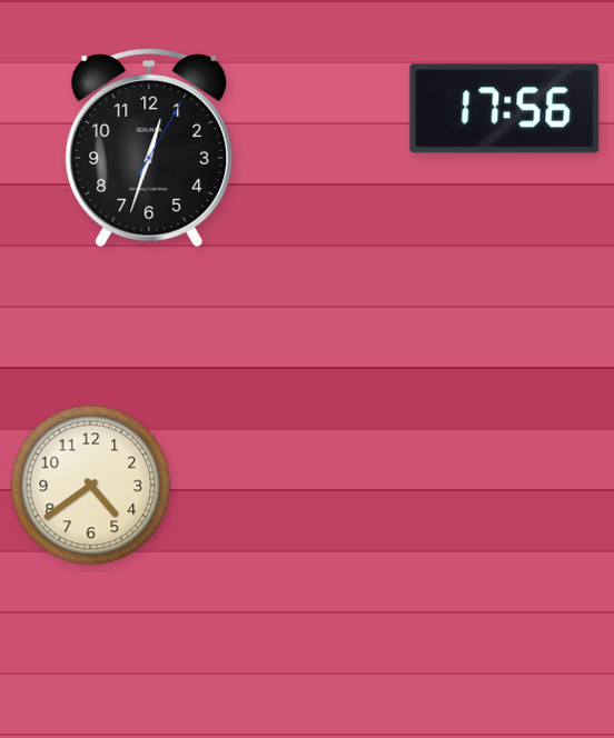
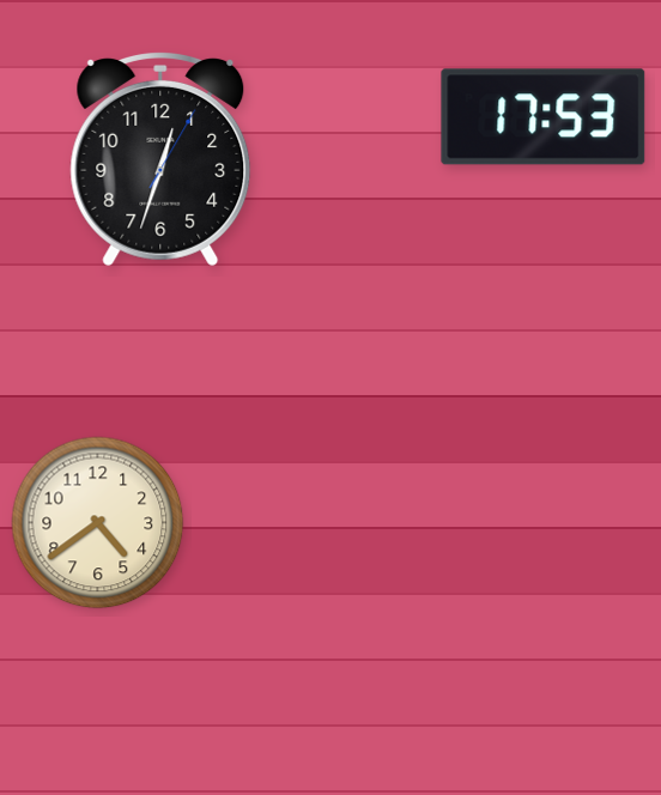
clock at (505, 109): 17:56 -> 17:53
